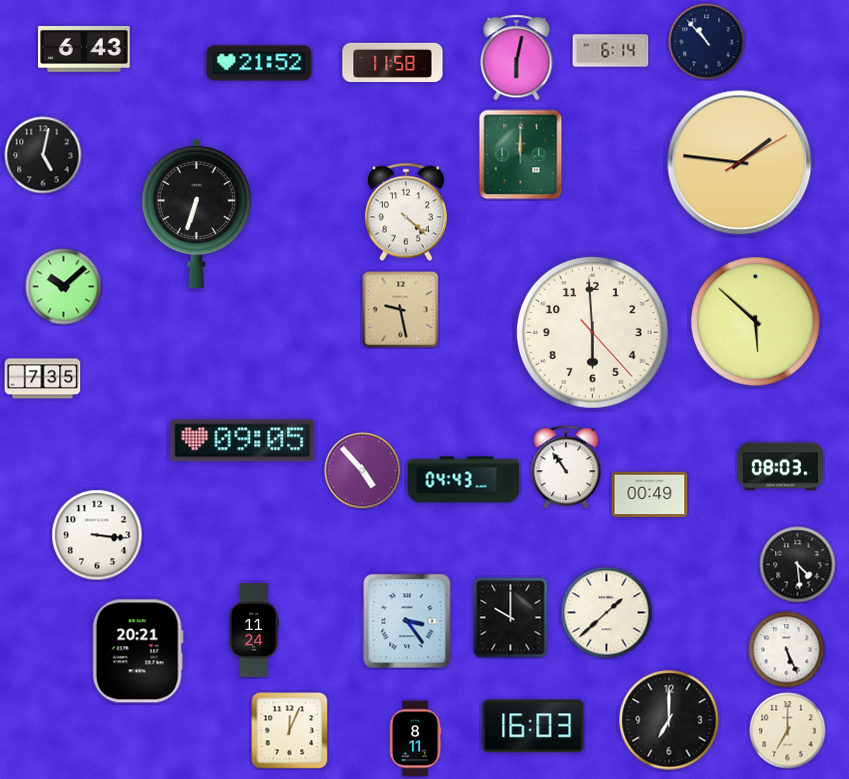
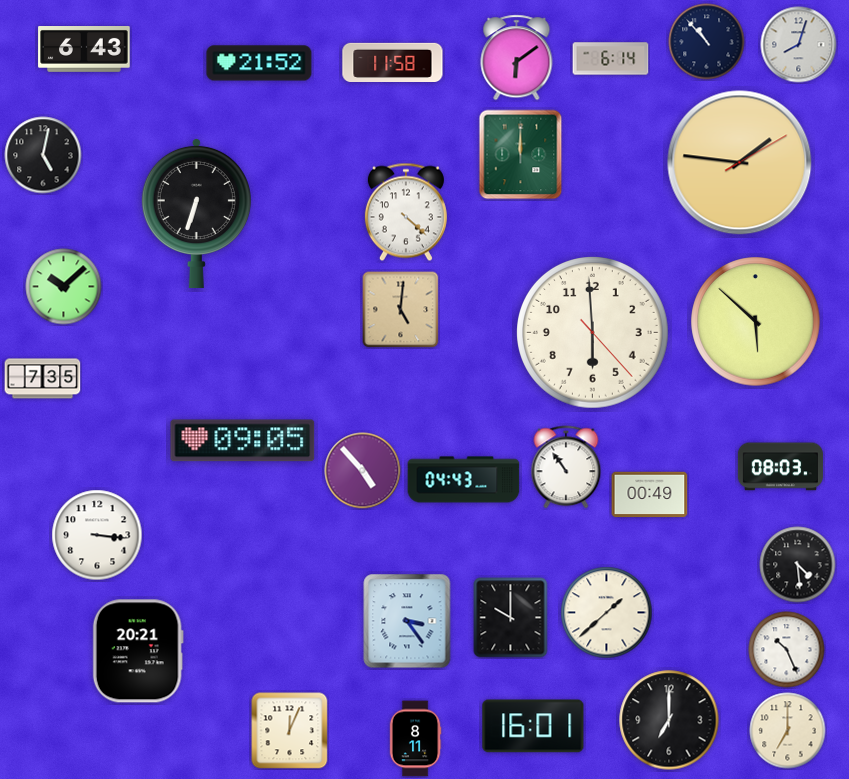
clock at (799, 45): none -> 8:03
clock at (611, 51) position: (611, 51) -> (611, 59)
clock at (517, 58): 6:02 -> 6:09
clock at (401, 310): 9:28 -> 5:01
clock at (253, 630): 11:24 -> none
clock at (787, 650): 5:26 -> 10:26
clock at (533, 726): 16:03 -> 16:01
